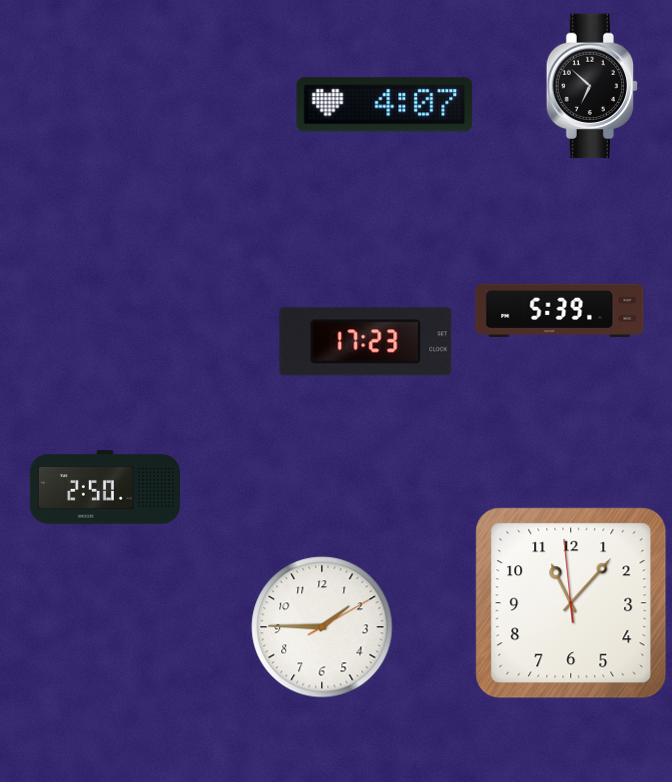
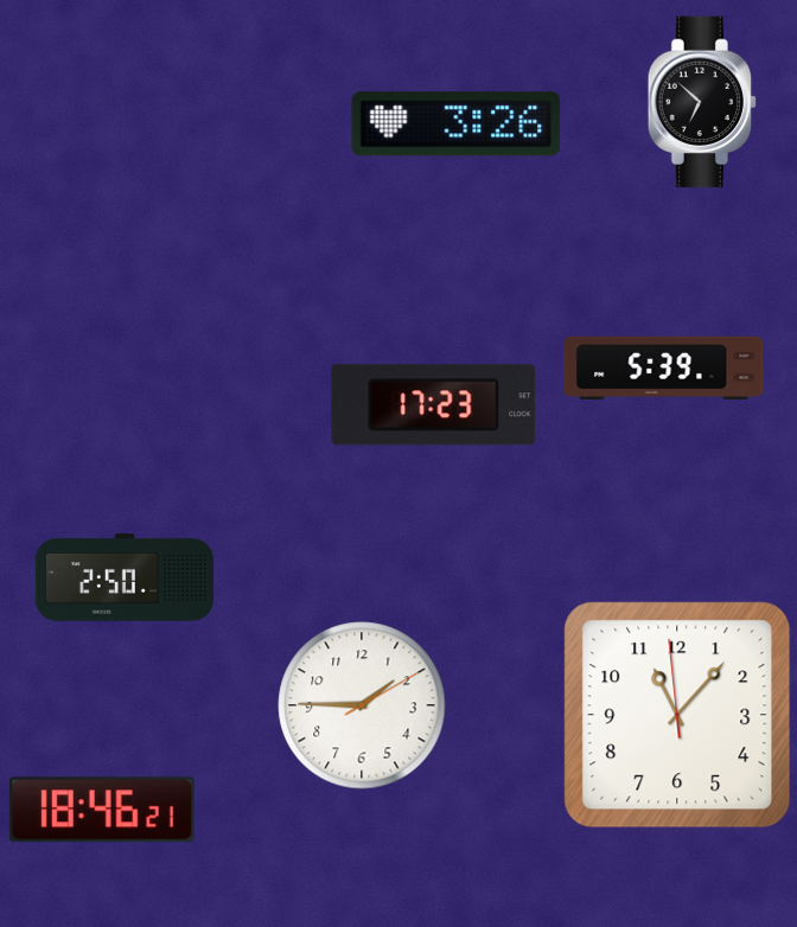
clock at (385, 105): 4:07 -> 3:26
clock at (322, 627) position: (322, 627) -> (362, 705)
clock at (102, 810): none -> 18:46
